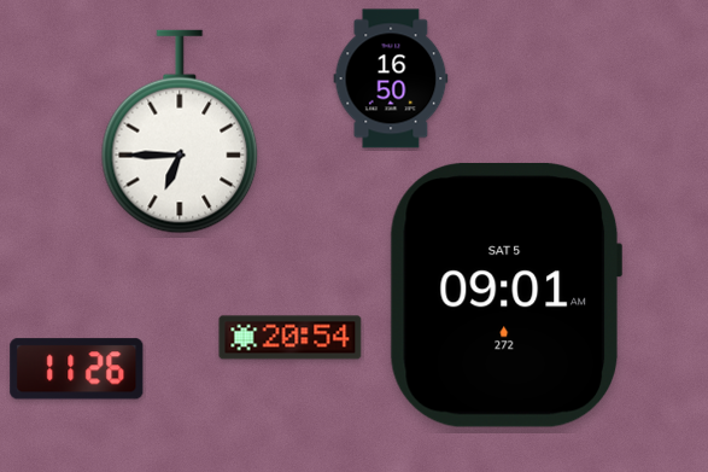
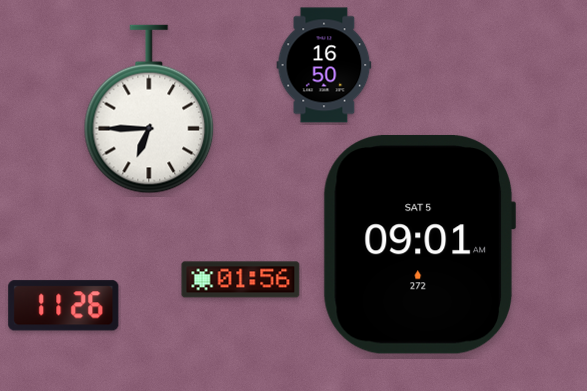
clock at (291, 338): 20:54 -> 01:56
